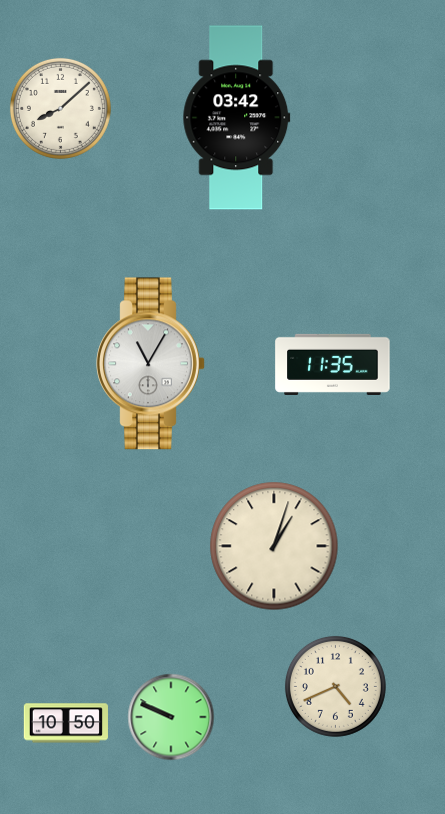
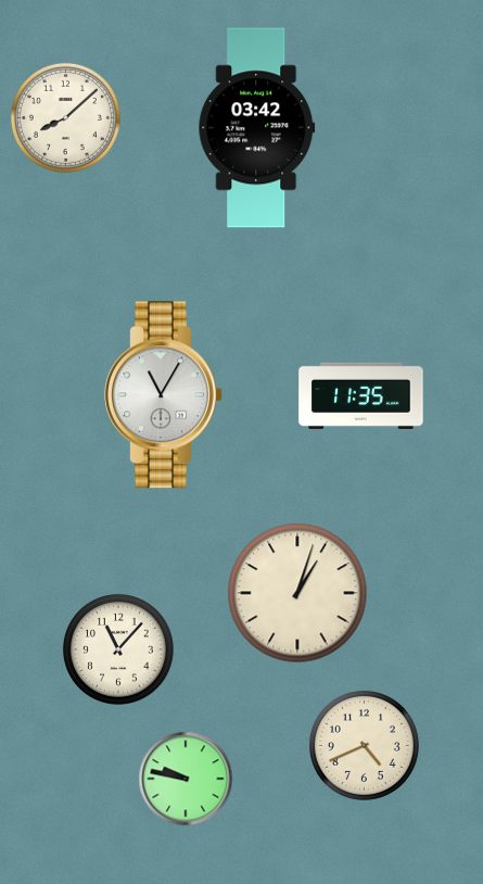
clock at (118, 649): none -> 11:07
clock at (171, 717): 9:49 -> 9:47
clock at (66, 723): 10:50 -> none
